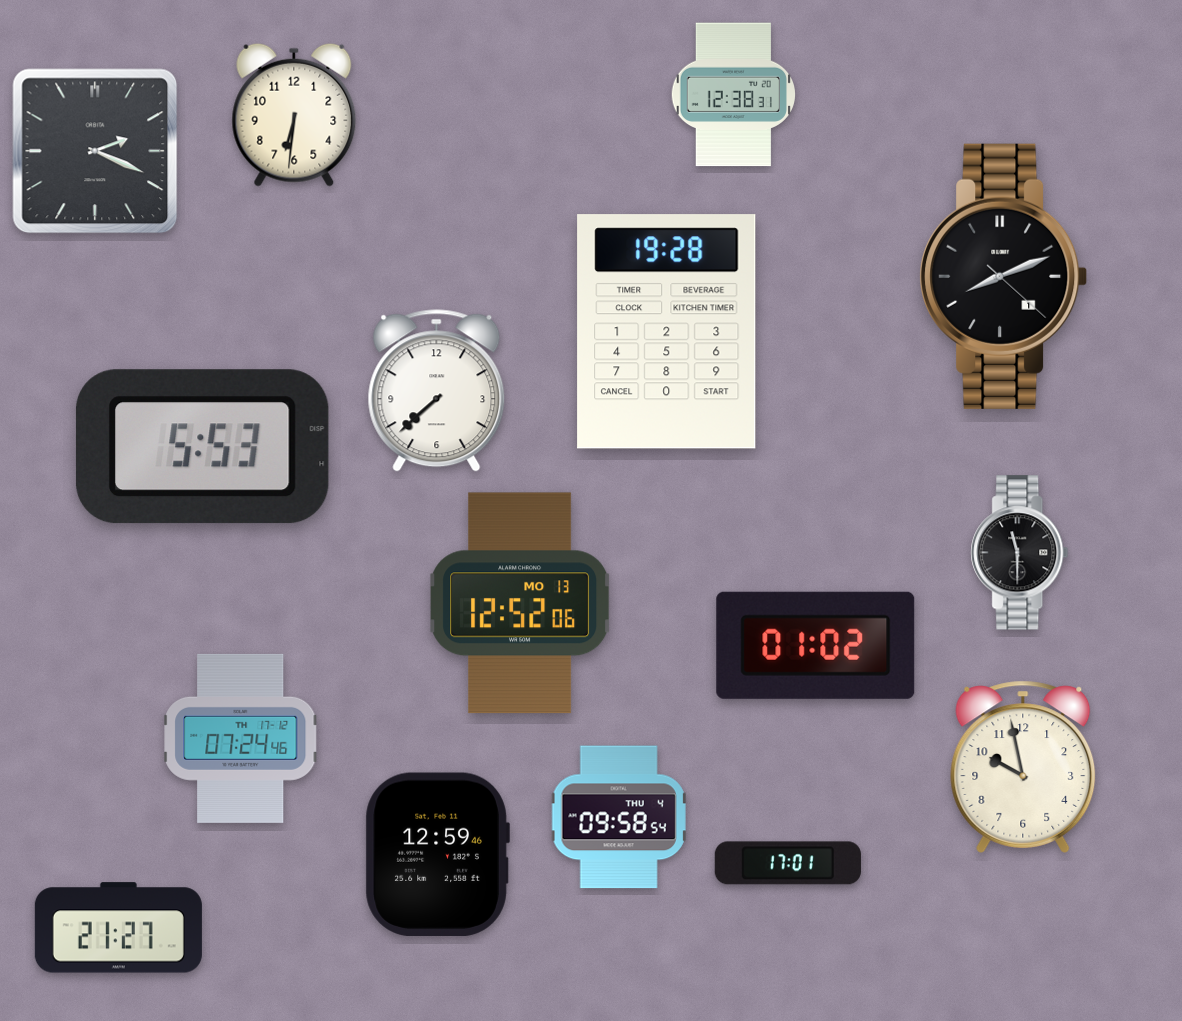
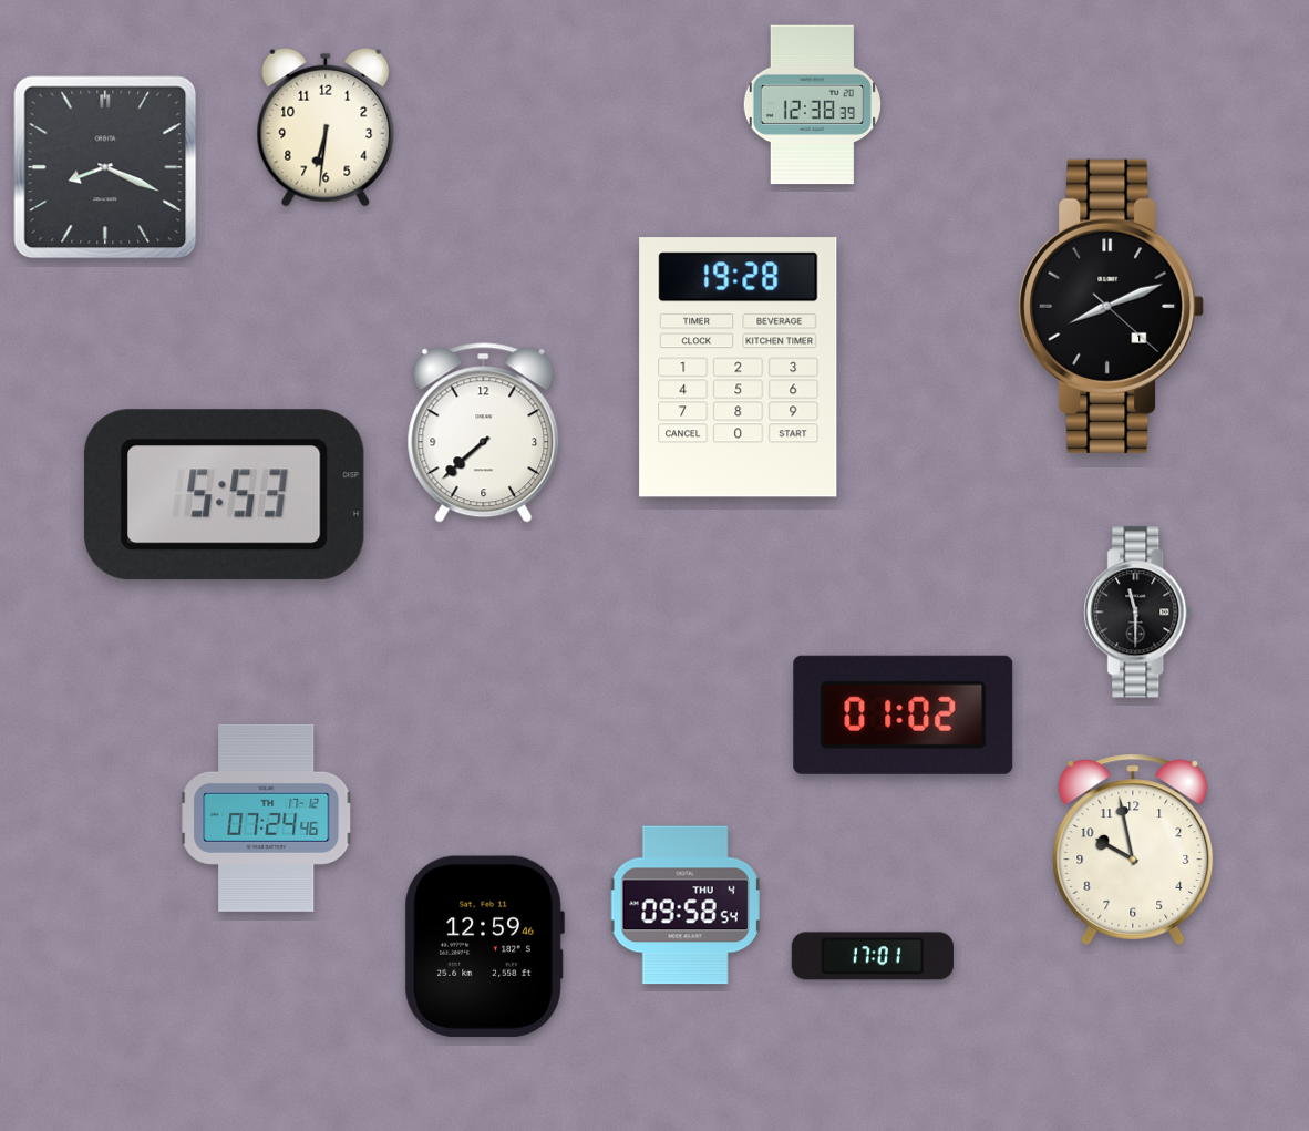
clock at (733, 95): 12:38:31 -> 12:38:39
clock at (95, 151): 2:19 -> 8:19
clock at (1020, 553) position: (1020, 553) -> (1138, 613)
clock at (521, 603): 12:52 -> none
clock at (118, 928): 21:27 -> none
